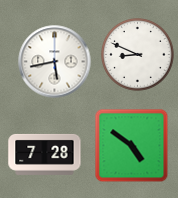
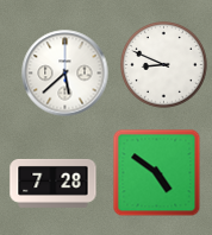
clock at (55, 62): 5:43 -> 5:38
